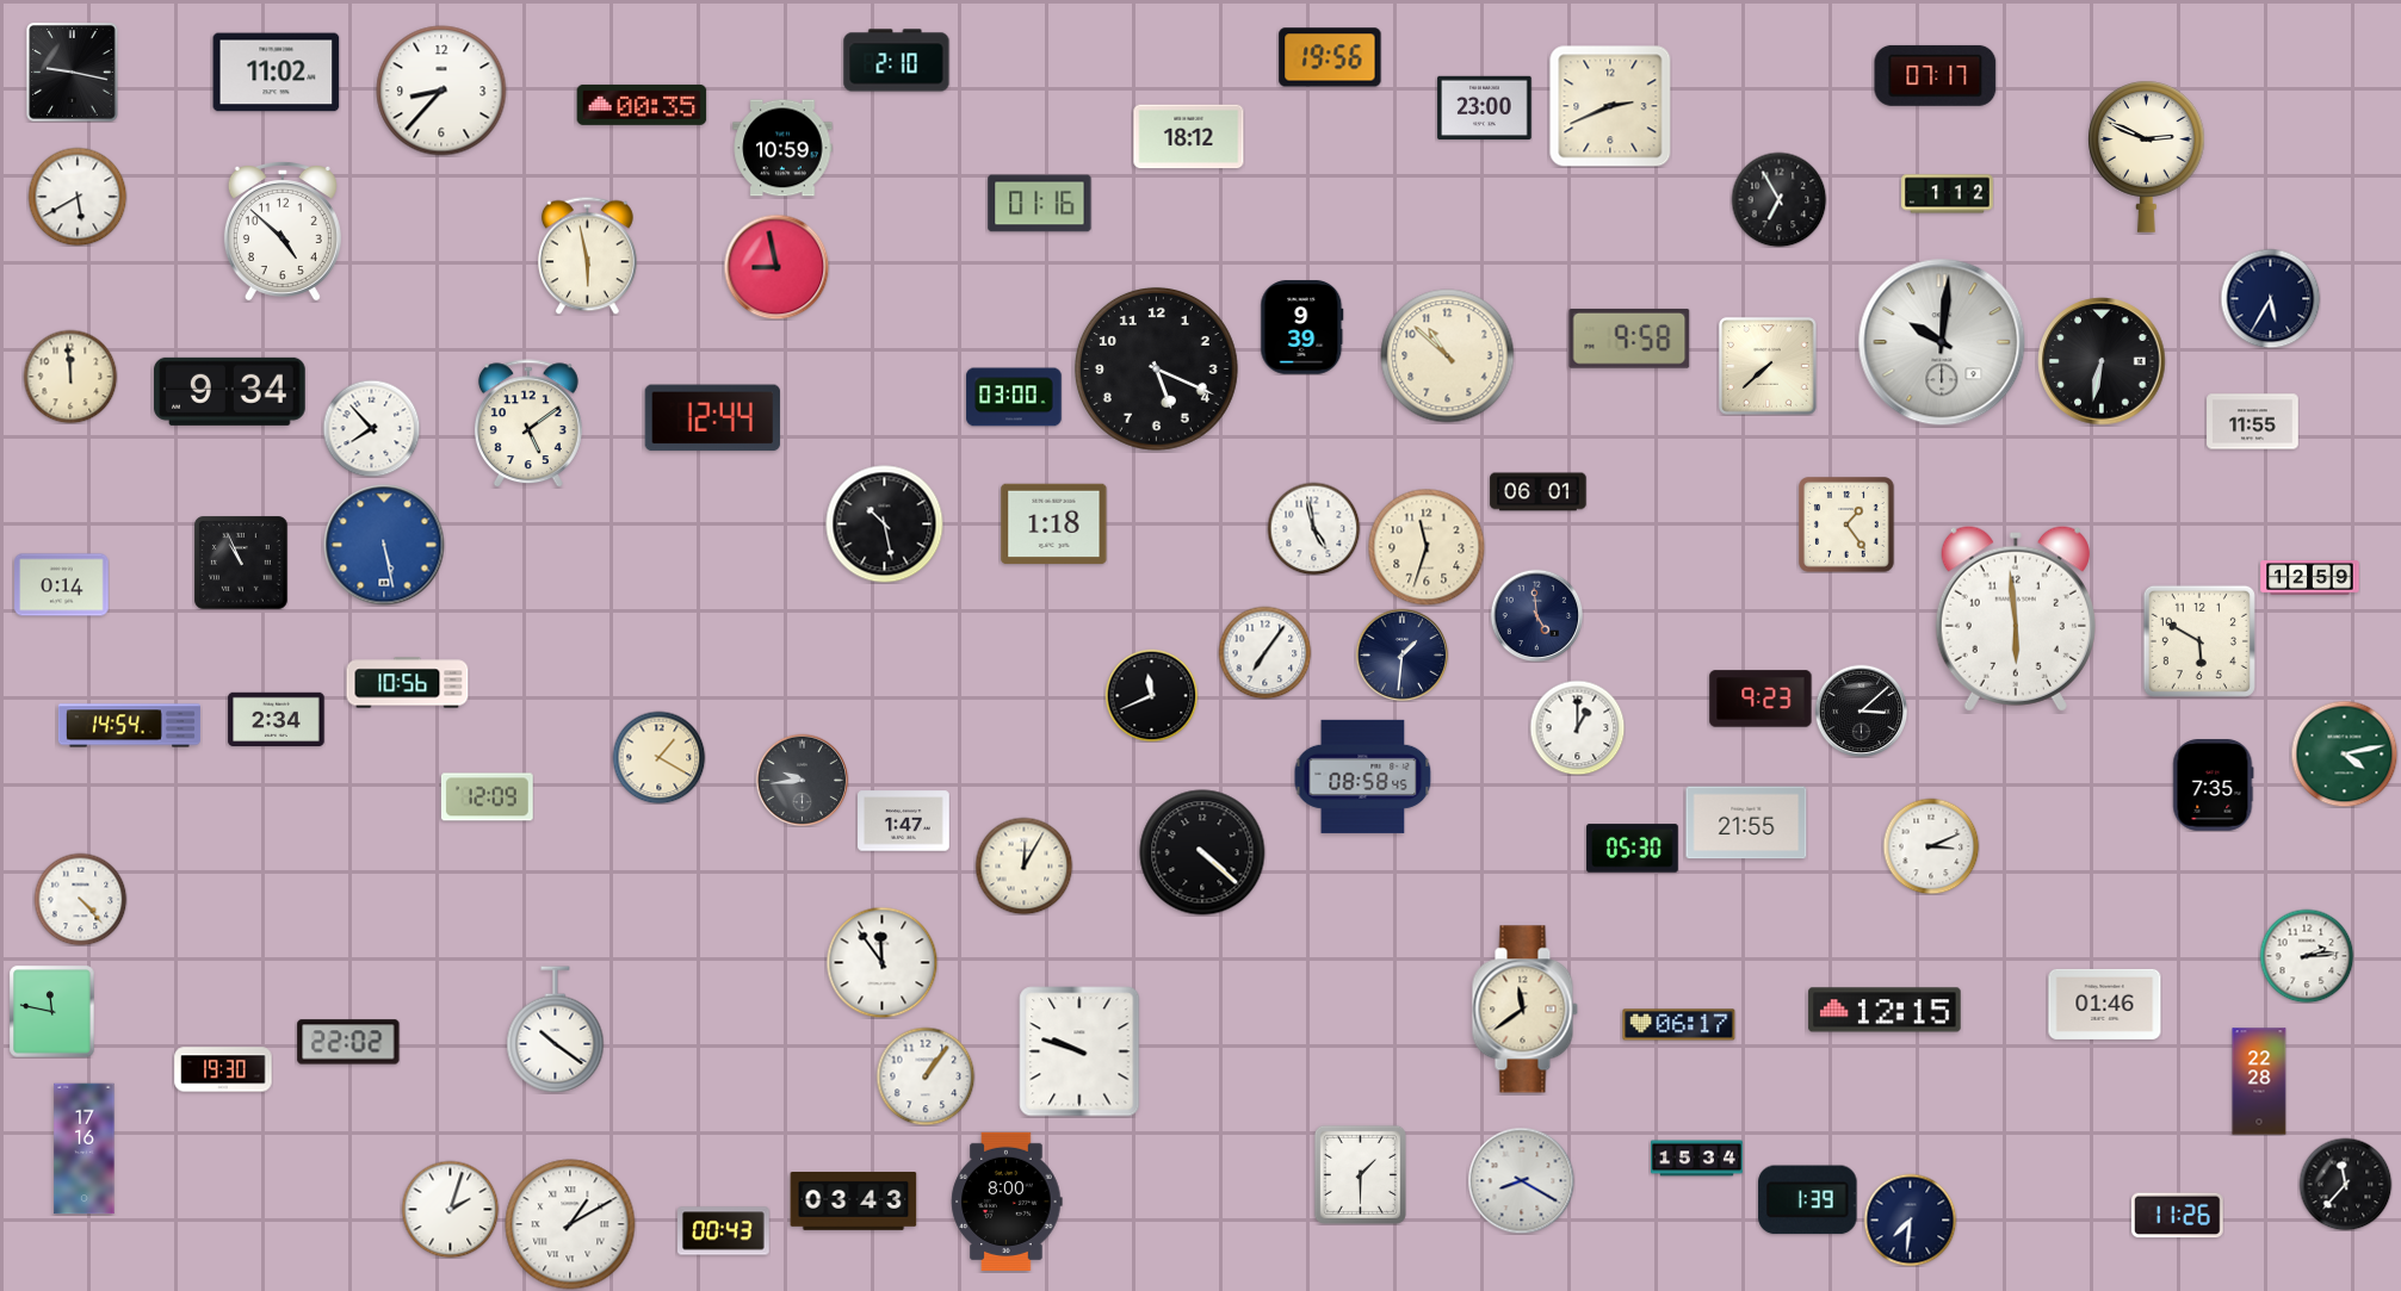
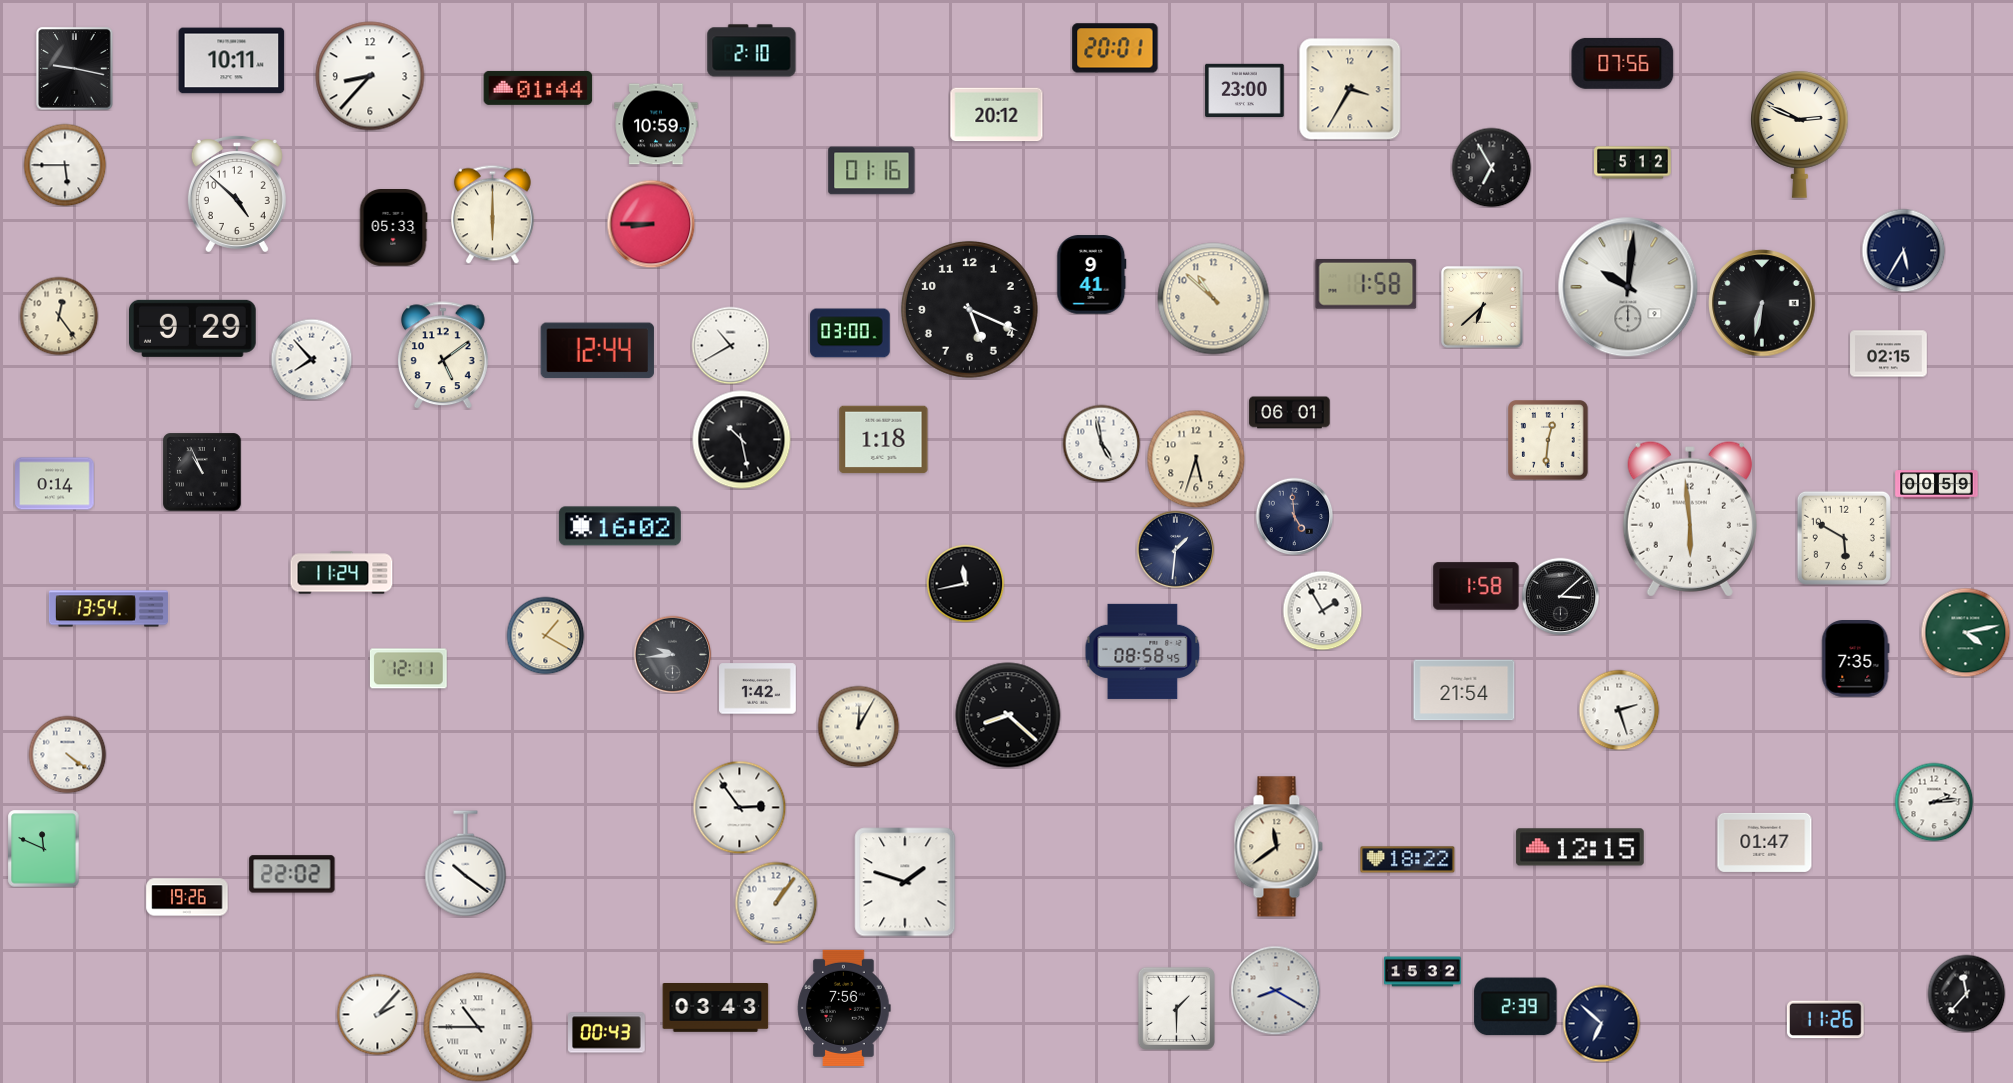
clock at (1330, 57): 19:56 -> 20:01
clock at (73, 73) position: (73, 73) -> (75, 69)
clock at (277, 73): 11:02 -> 10:11
clock at (1936, 75): 07:17 -> 07:56
clock at (642, 105): 00:35 -> 01:44
clock at (1610, 106): 2:41 -> 3:35
clock at (1189, 137): 18:12 -> 20:12
clock at (2147, 156) position: (2147, 156) -> (1800, 134)
clock at (1948, 194): 1:12 -> 5:12
clock at (78, 197): 5:40 -> 5:45
clock at (588, 255): 5:58 -> 6:00
clock at (776, 267): 8:58 -> 8:45
clock at (393, 228): none -> 05:33
clock at (1302, 328): 9:39 -> 9:41
clock at (1629, 339): 9:58 -> 1:58
clock at (1769, 367): 7:38 -> 6:38
clock at (70, 377): 11:59 -> 12:24
clock at (230, 391): 9:34 -> 9:29
clock at (730, 345): none -> 10:40
clock at (2253, 422): 11:55 -> 02:15
clock at (1846, 525): 1:24 -> 12:31
clock at (384, 545): 5:28 -> none
clock at (1427, 547): 11:33 -> 5:33
clock at (2310, 578): 12:59 -> 00:59
clock at (62, 585) position: (62, 585) -> (55, 484)
clock at (1536, 615) position: (1536, 615) -> (1294, 516)
clock at (620, 526): none -> 16:02
clock at (1264, 652): 7:06 -> none
clock at (408, 683): 10:56 -> 11:24
clock at (1151, 695): 11:41 -> 11:43
clock at (1760, 699): 9:23 -> 1:58
clock at (277, 720): 2:34 -> none
clock at (129, 726): 14:54 -> 13:54
clock at (1577, 727): 1:00 -> 1:55
clock at (658, 757) position: (658, 757) -> (545, 635)
clock at (487, 797): 12:09 -> 12:11
clock at (904, 821): 1:47 -> 1:42
clock at (1746, 823): 21:55 -> 21:54
clock at (1931, 846): 3:11 -> 2:27
clock at (1633, 849): 05:30 -> none
clock at (1202, 852): 4:22 -> 8:22
clock at (80, 899): 4:23 -> 4:21
clock at (881, 962): 11:54 -> 2:54
clock at (2105, 1004): 01:46 -> 01:47
clock at (52, 1011): 11:47 -> 11:49
clock at (1679, 1025): 06:17 -> 18:22
clock at (1079, 1051): 9:48 -> 1:48
clock at (223, 1069): 19:30 -> 19:26
clock at (2259, 1081): 22:28 -> none
clock at (85, 1149): 17:16 -> none
clock at (1697, 1159): 15:34 -> 15:32
clock at (1360, 1174) position: (1360, 1174) -> (1176, 1008)
clock at (1808, 1200): 1:39 -> 2:39
clock at (1007, 1202): 8:00 -> 7:56
clock at (450, 1209): 2:03 -> 2:07
clock at (1910, 1219): 7:31 -> 6:52
clock at (570, 1224): 1:10 -> 10:45
